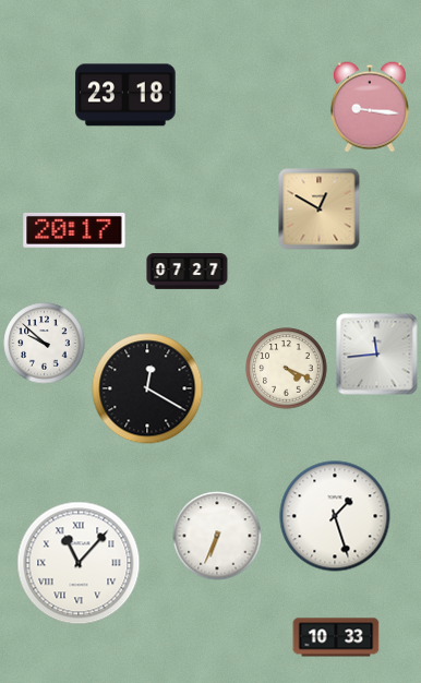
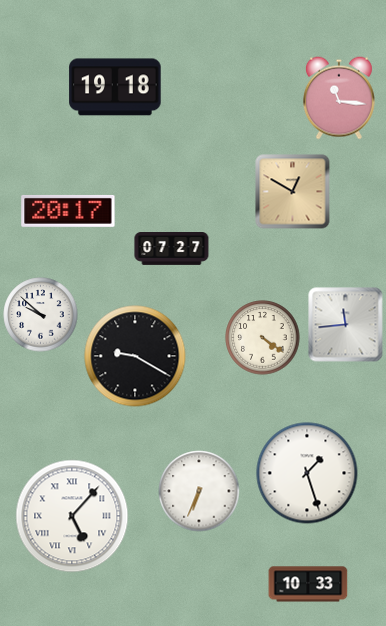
clock at (125, 95): 23:18 -> 19:18
clock at (370, 107): 9:16 -> 11:16
clock at (287, 369): 4:19 -> 4:21
clock at (147, 388): 12:20 -> 9:20
clock at (79, 563): 11:07 -> 5:07
